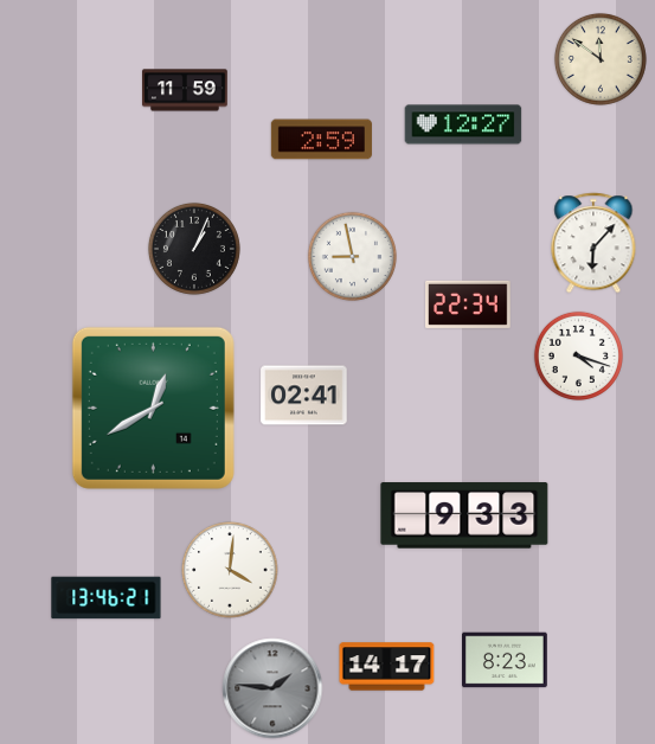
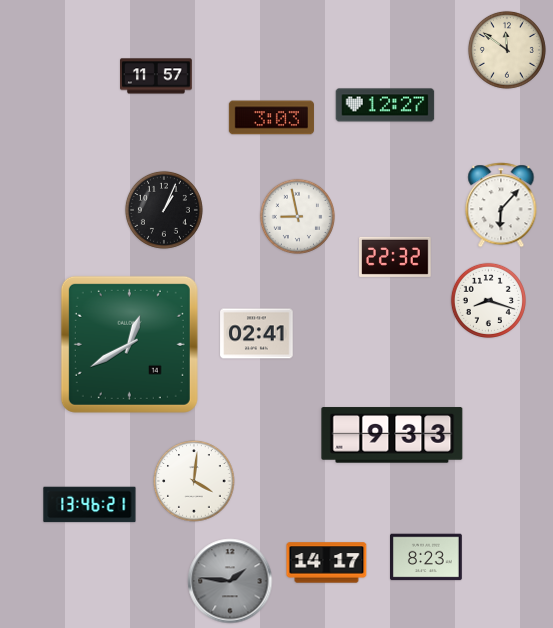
clock at (186, 90): 11:59 -> 11:57
clock at (463, 124) position: (463, 124) -> (385, 105)
clock at (321, 140): 2:59 -> 3:03
clock at (469, 304): 22:34 -> 22:32
clock at (578, 355): 4:18 -> 8:18
